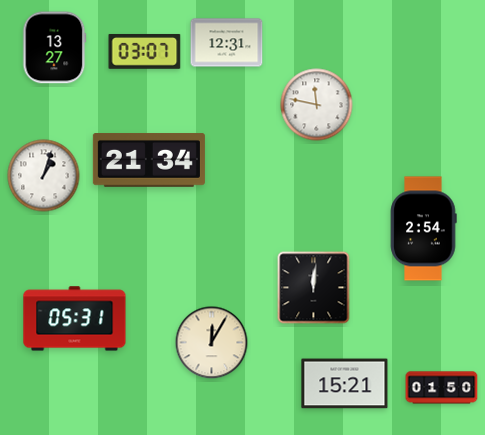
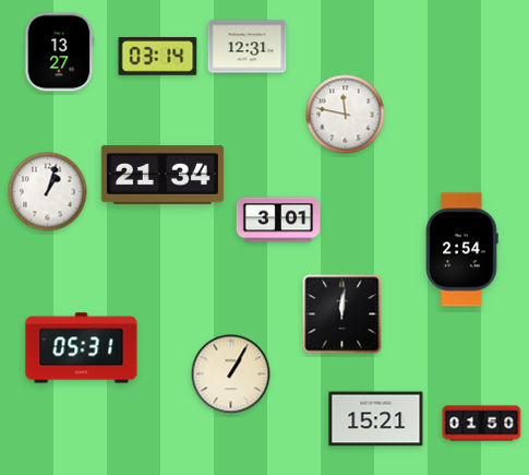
clock at (145, 52): 03:07 -> 03:14
clock at (278, 219): none -> 3:01
clock at (212, 343): 12:05 -> 1:05
